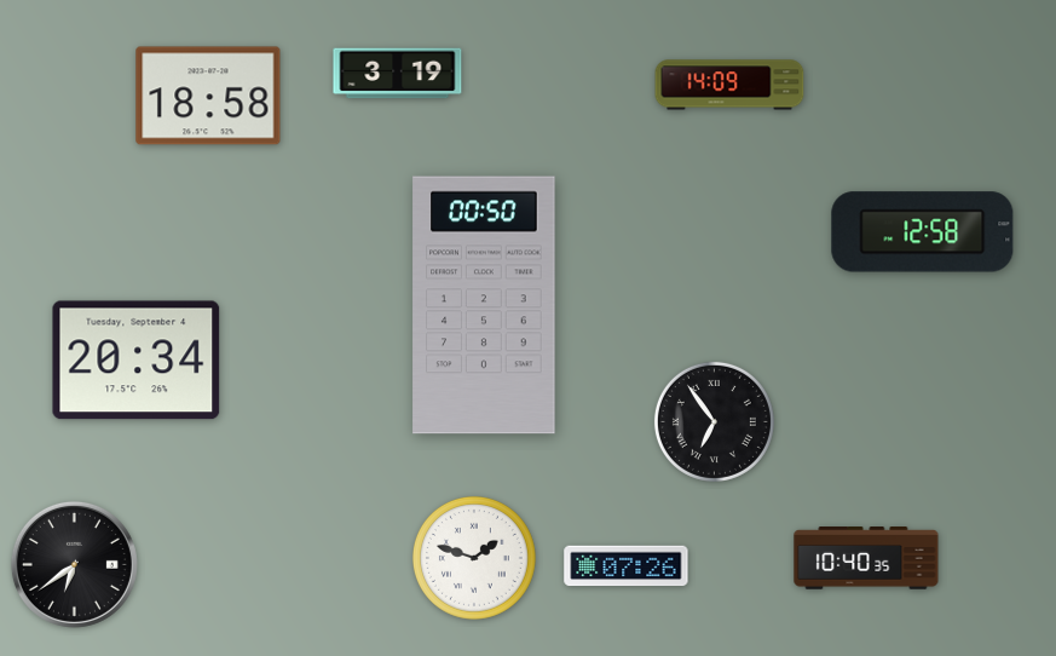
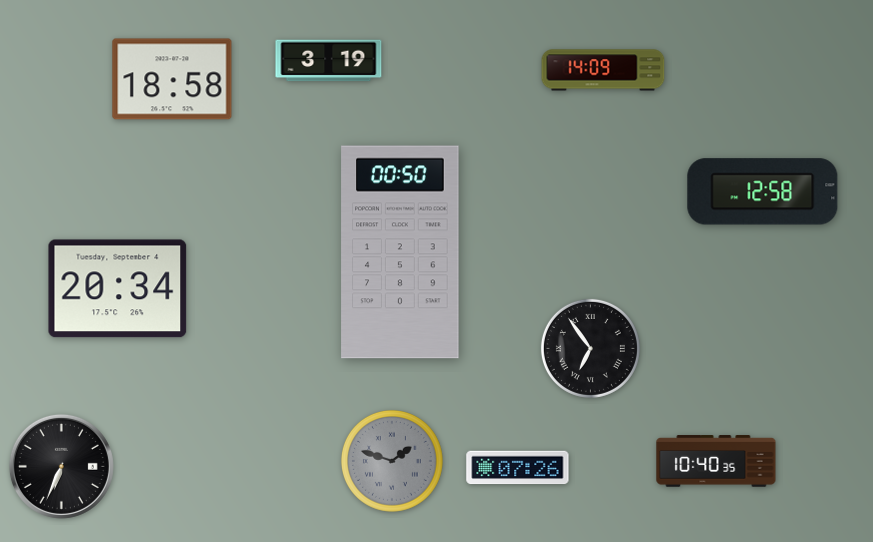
clock at (137, 361) position: (137, 361) -> (118, 289)
clock at (474, 558) dial: white -> grey
clock at (74, 564): 6:39 -> 6:34
